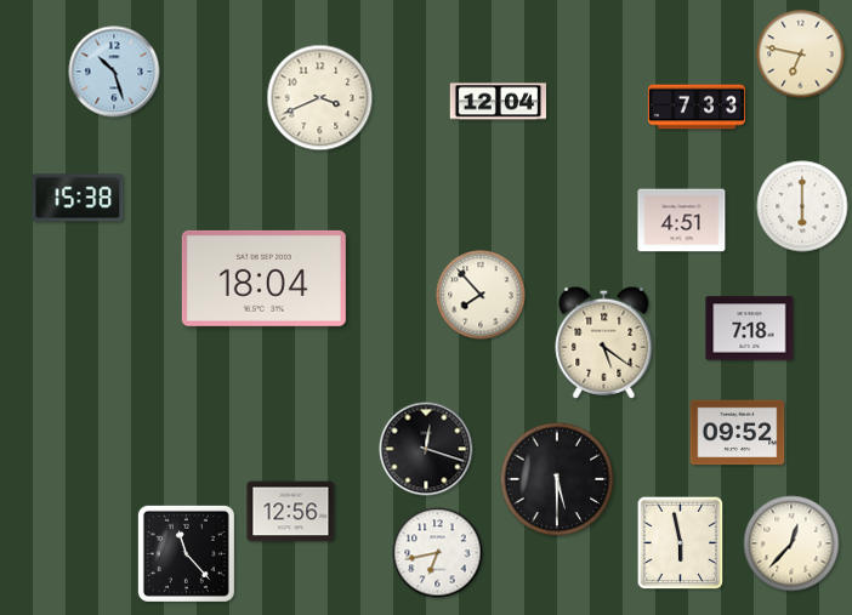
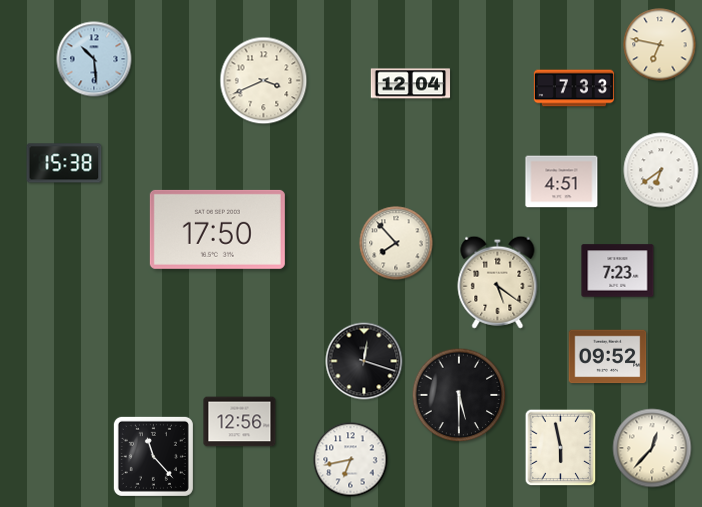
clock at (114, 72): 10:27 -> 10:29
clock at (802, 206): 6:00 -> 6:39
clock at (263, 278): 18:04 -> 17:50
clock at (750, 329): 7:18 -> 7:23
clock at (426, 449) position: (426, 449) -> (364, 361)
clock at (438, 553) position: (438, 553) -> (351, 460)
